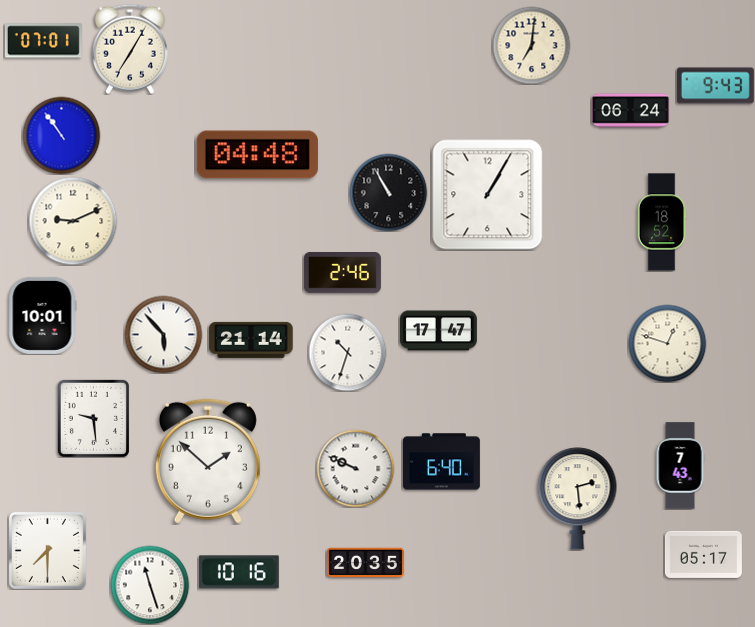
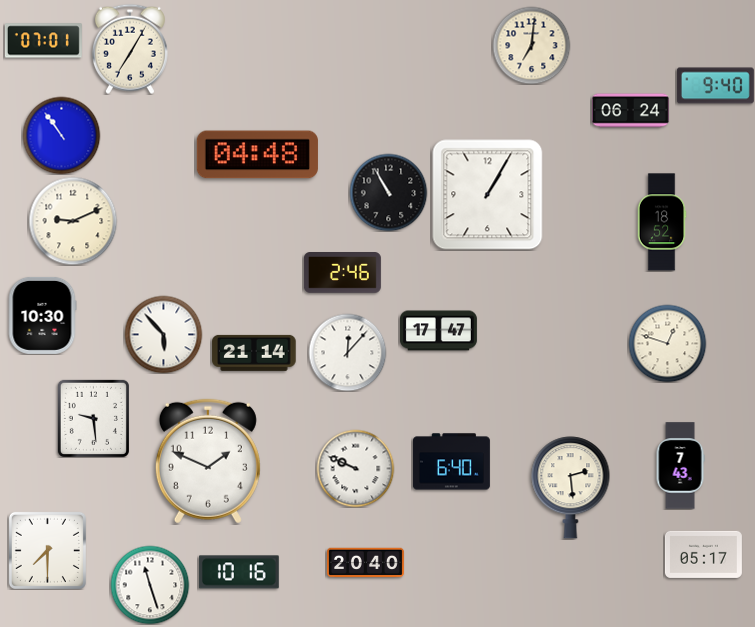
clock at (715, 86): 9:43 -> 9:40
clock at (42, 315): 10:01 -> 10:30
clock at (251, 340) position: (251, 340) -> (254, 353)
clock at (347, 352): 10:33 -> 12:07
clock at (208, 461): 1:52 -> 1:49
clock at (441, 462) position: (441, 462) -> (451, 462)
clock at (578, 499) position: (578, 499) -> (571, 488)
clock at (365, 563): 20:35 -> 20:40
